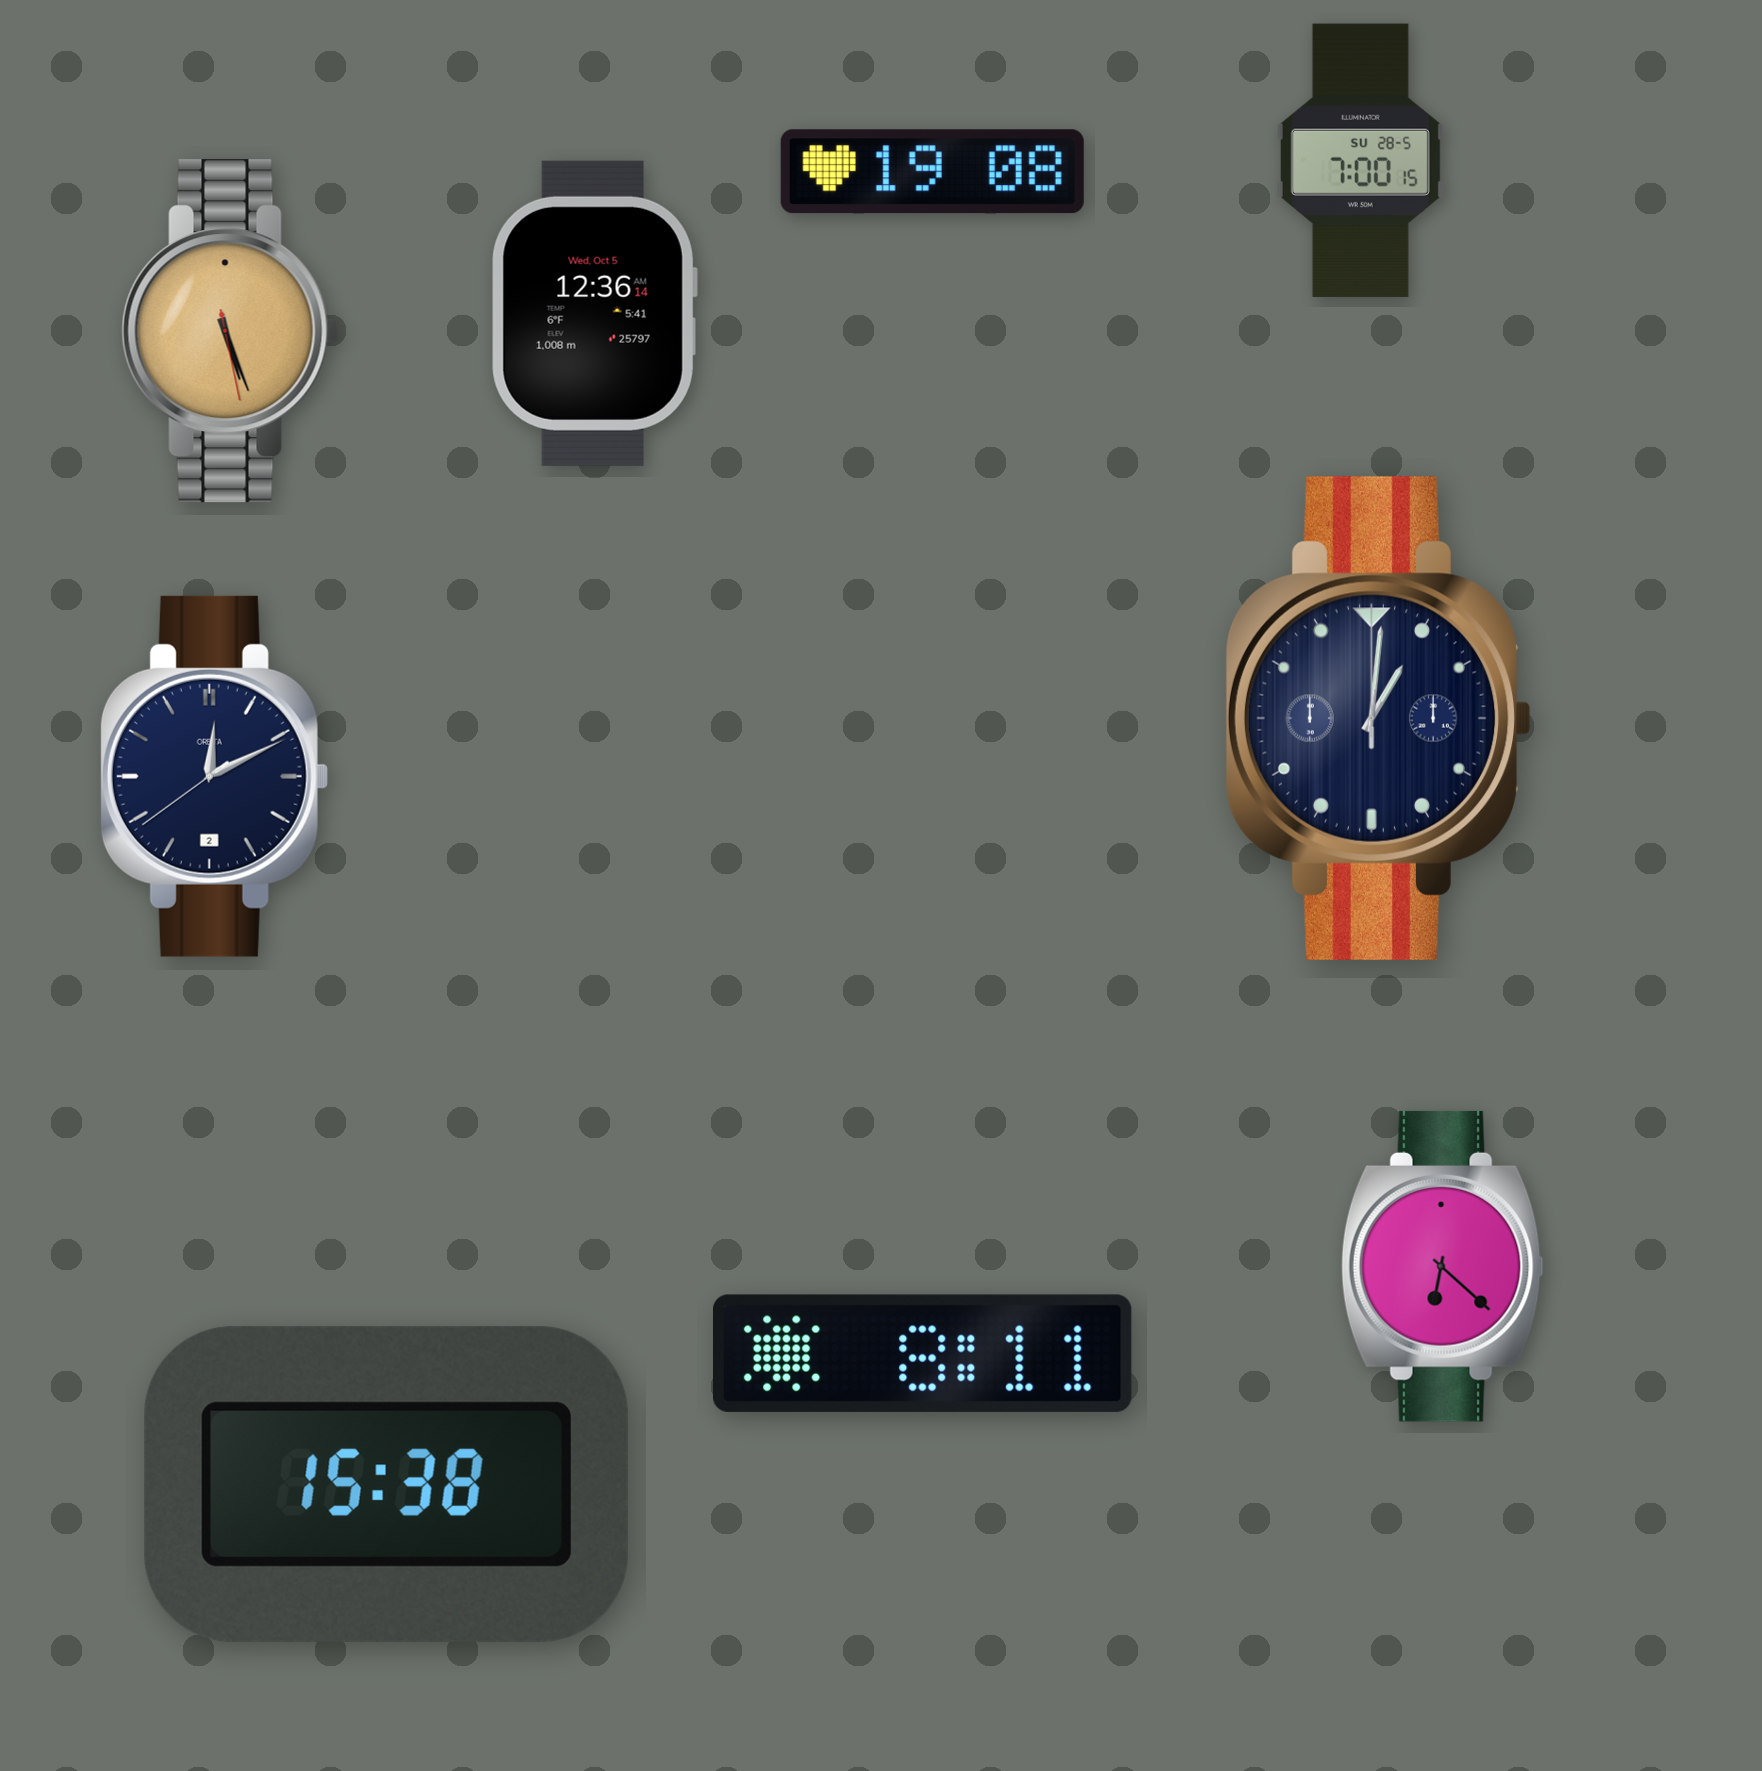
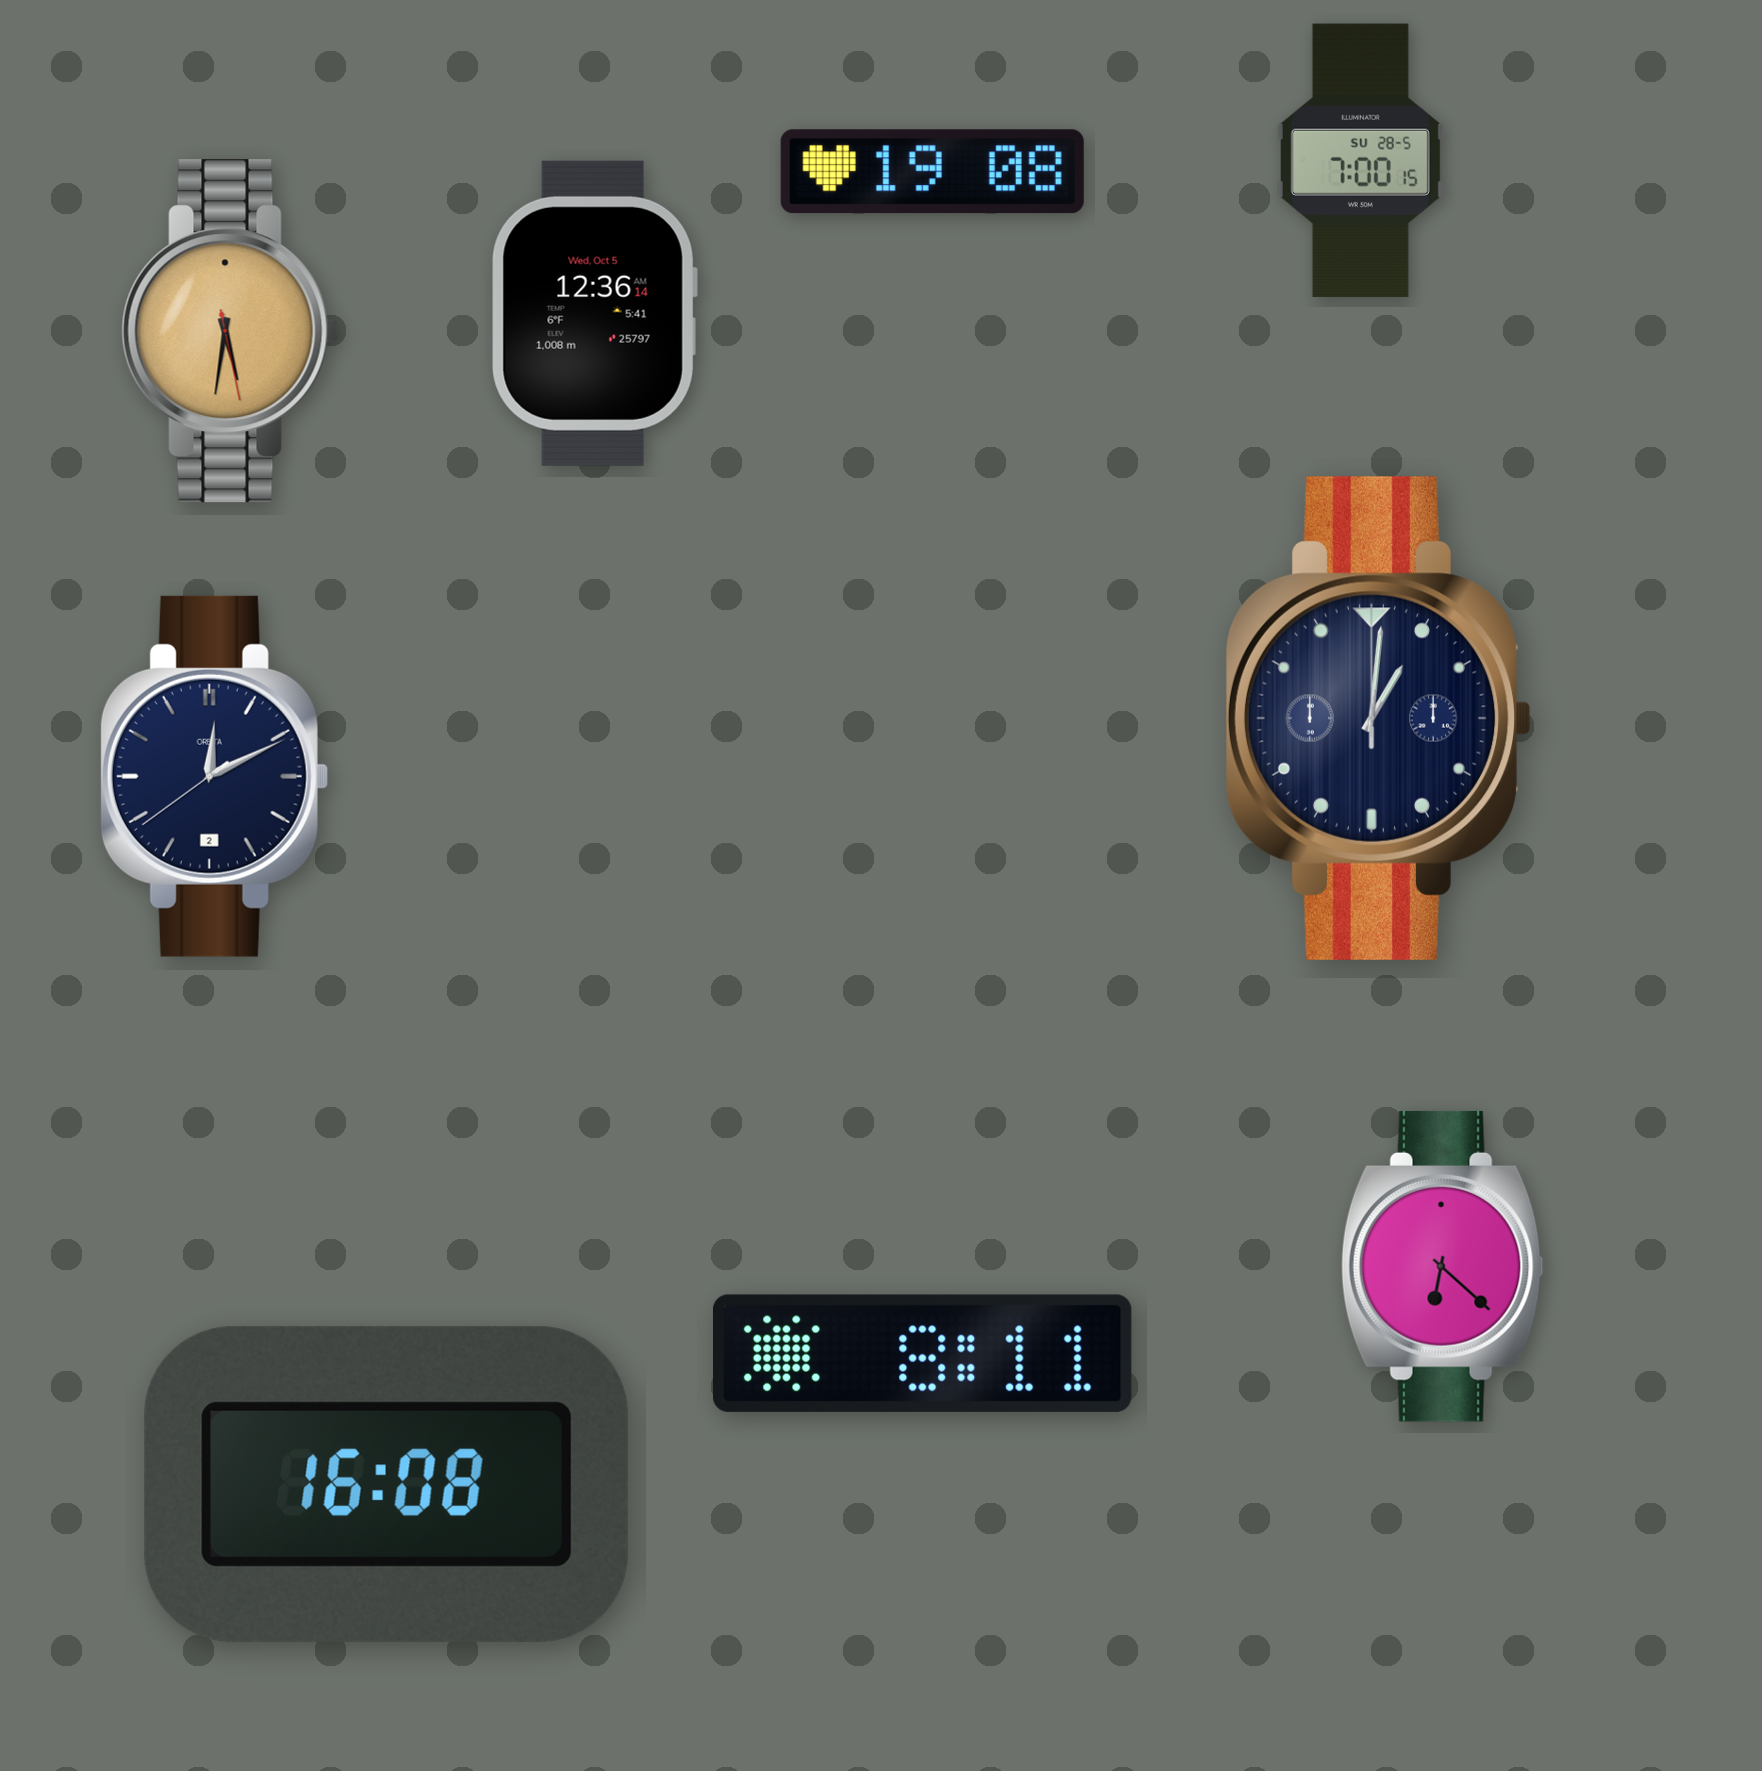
clock at (230, 331): 5:26 -> 5:31
clock at (386, 1484): 15:38 -> 16:08
